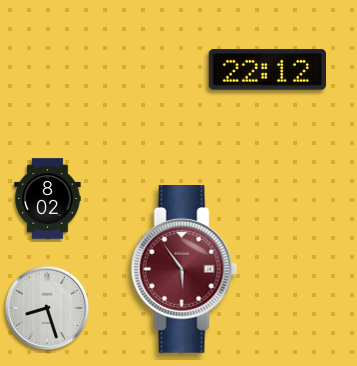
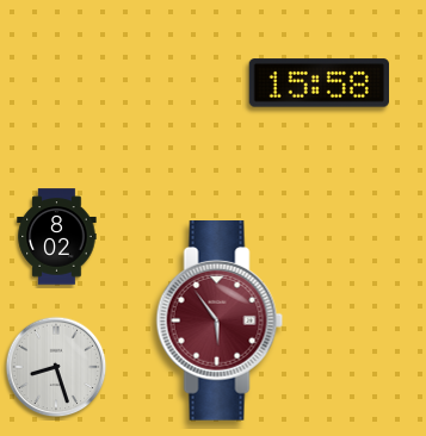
clock at (267, 70): 22:12 -> 15:58
